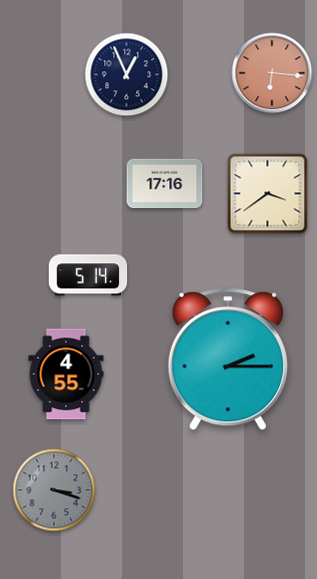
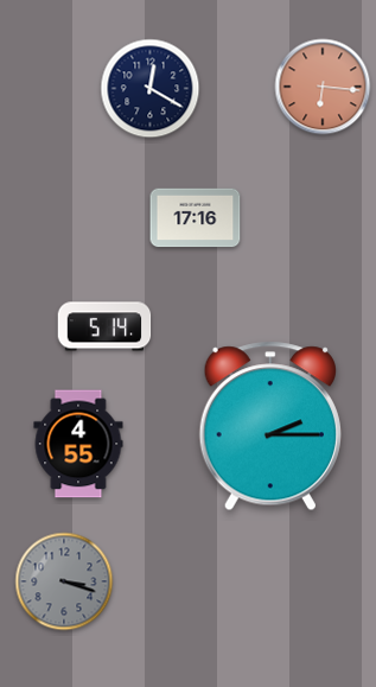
clock at (127, 75): 12:56 -> 12:20
clock at (268, 194): 3:39 -> none
